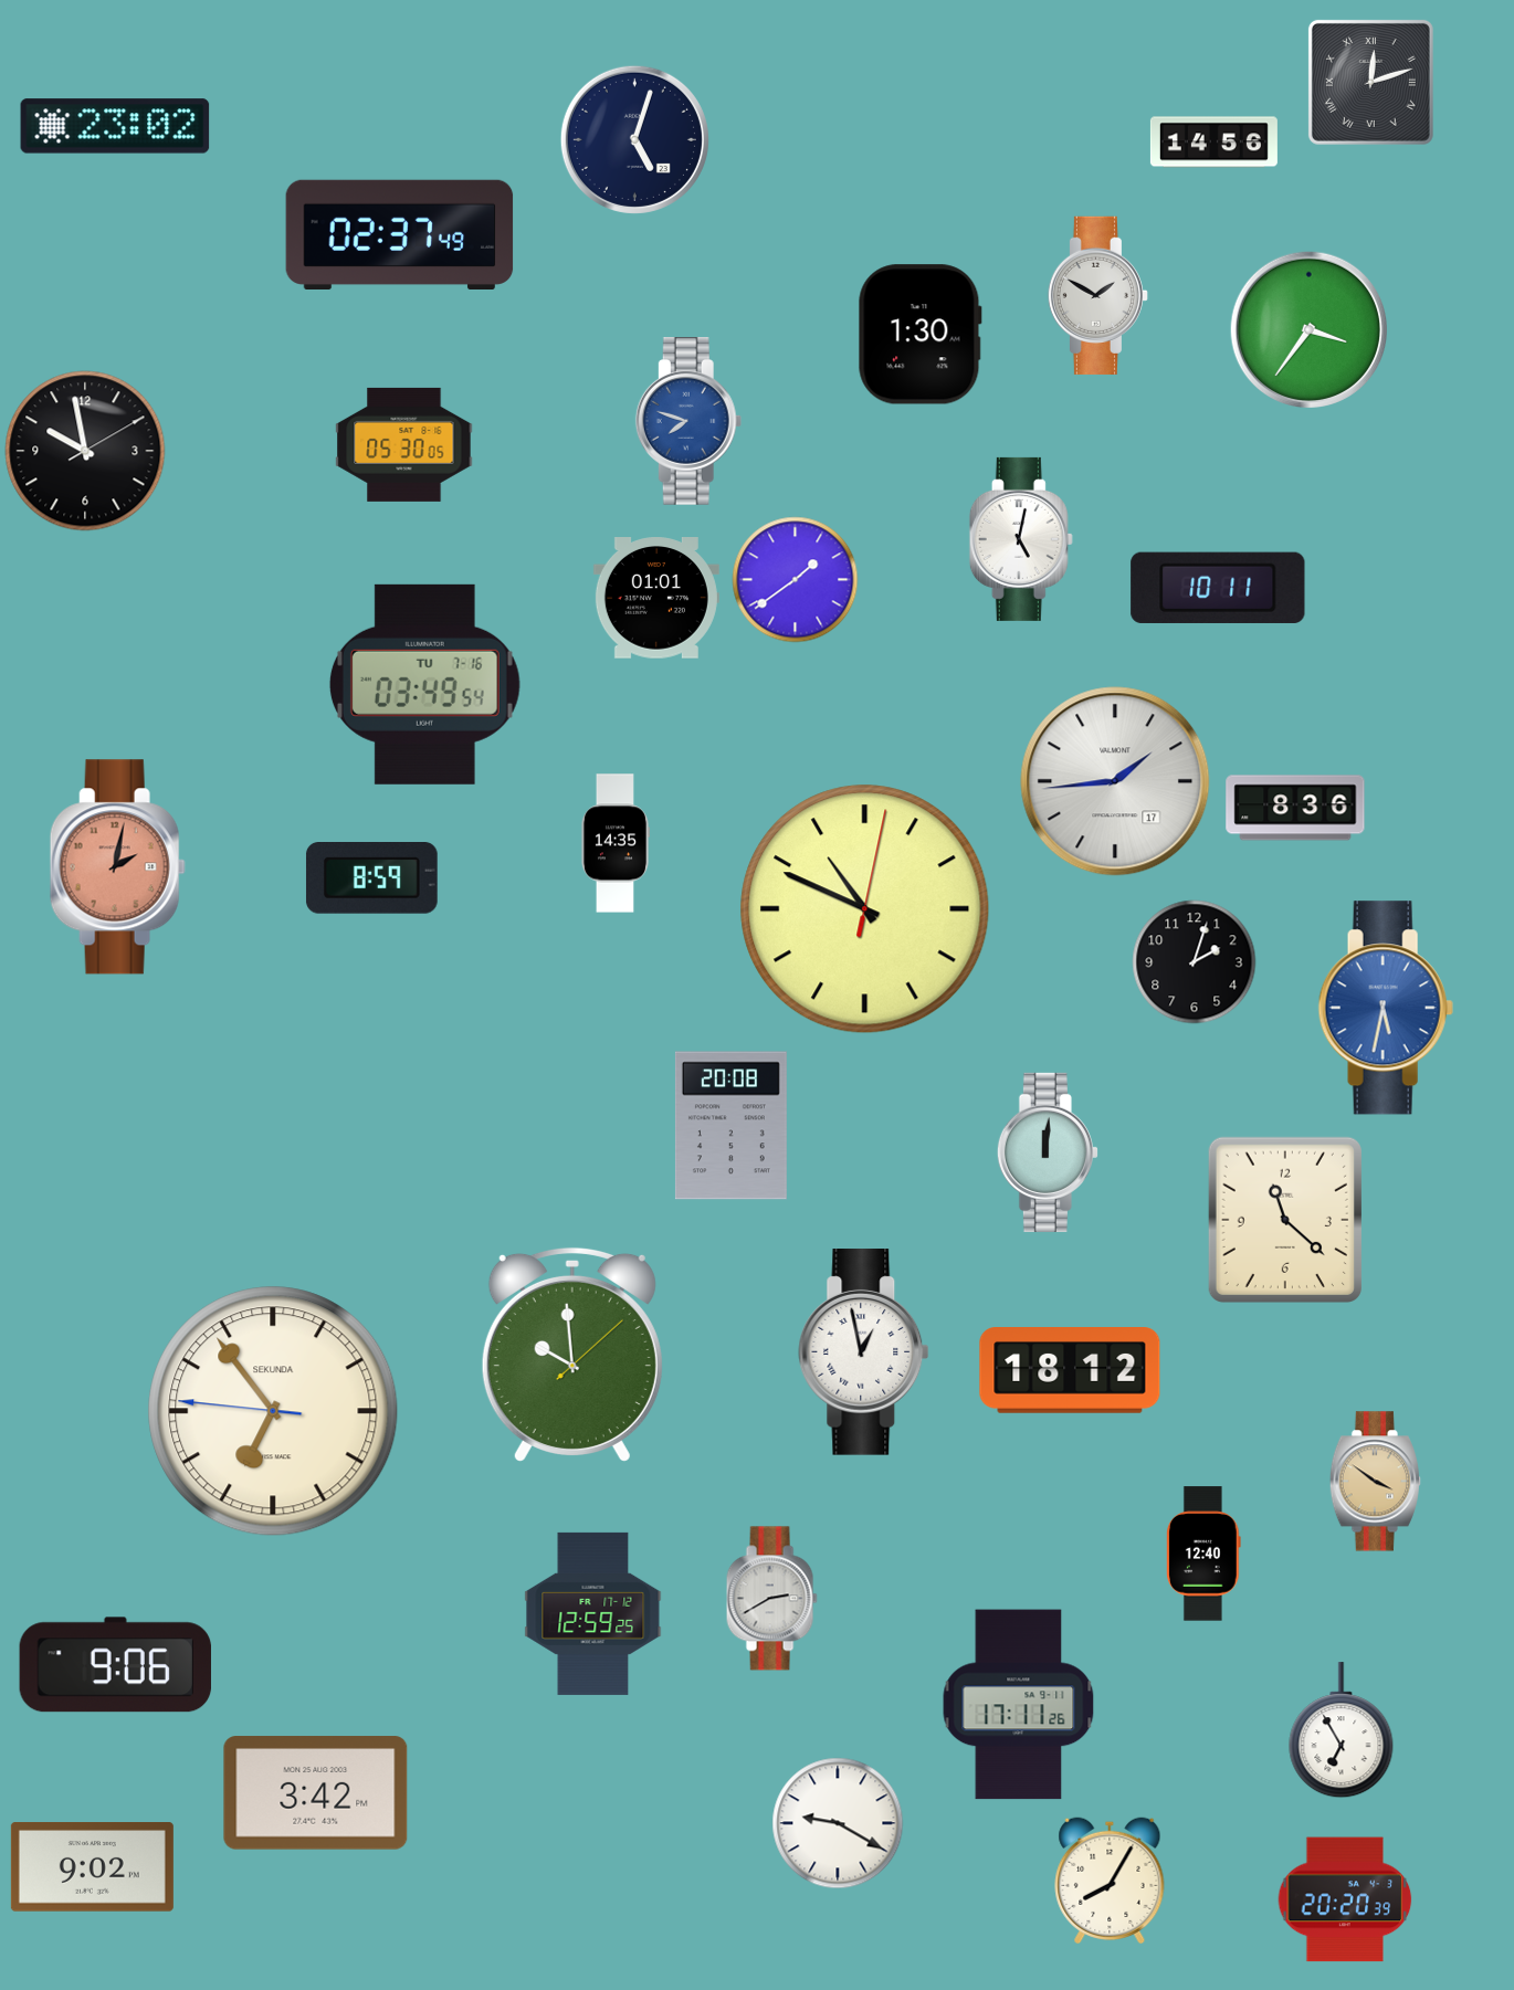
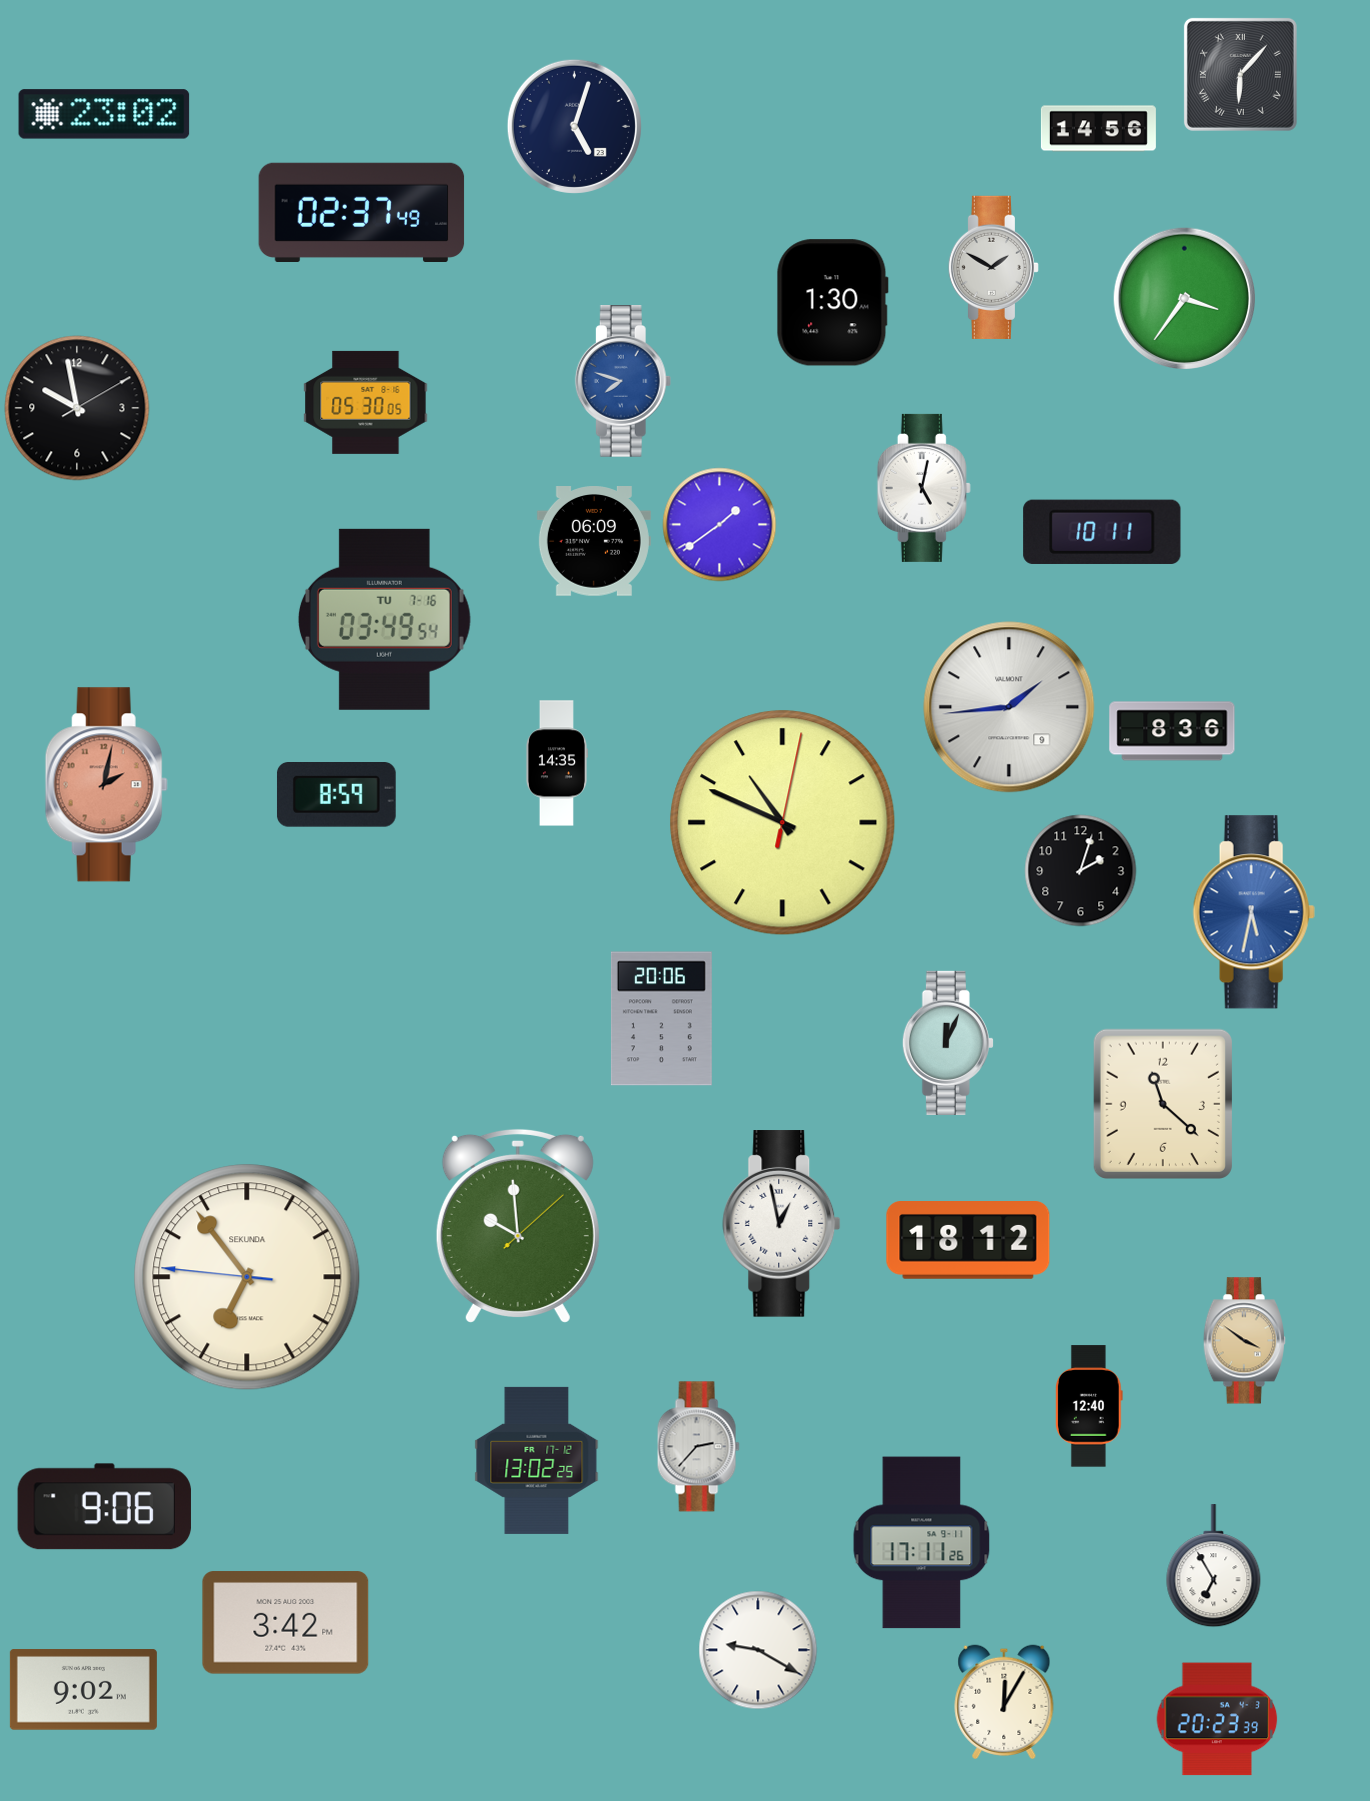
clock at (1370, 82): 12:12 -> 6:07
clock at (656, 599): 01:01 -> 06:09
clock at (1115, 781) date: 17 -> 9
clock at (730, 1126): 20:08 -> 20:06
clock at (1048, 1152): 12:01 -> 12:04
clock at (771, 1599): 2:40 -> 2:37
clock at (593, 1613): 12:59 -> 13:02
clock at (1110, 1881): 8:05 -> 12:05
clock at (1345, 1899): 20:20 -> 20:23
